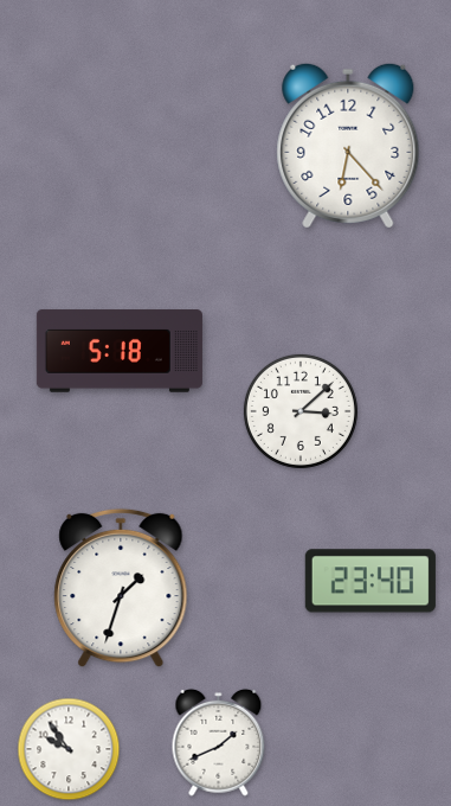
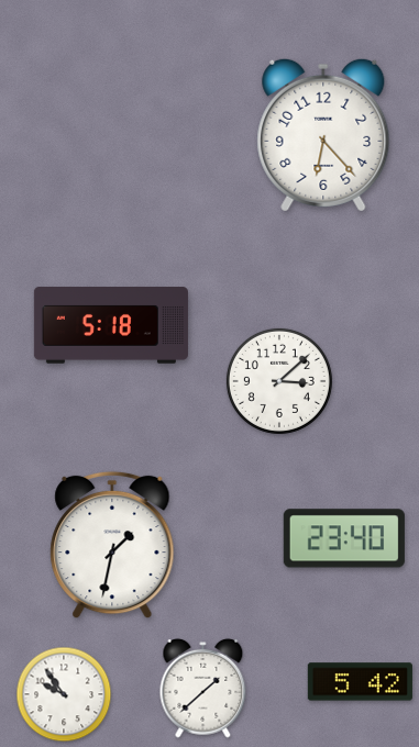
clock at (121, 588): 1:33 -> 1:32
clock at (360, 682): none -> 5:42
clock at (219, 742): 1:41 -> 1:38
